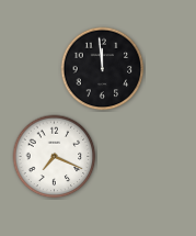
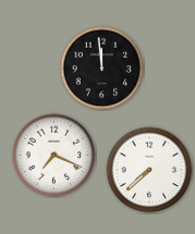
clock at (149, 170): none -> 7:38
